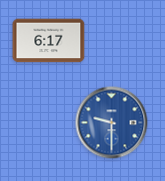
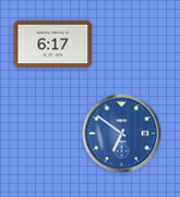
clock at (112, 123): 9:30 -> 6:51
